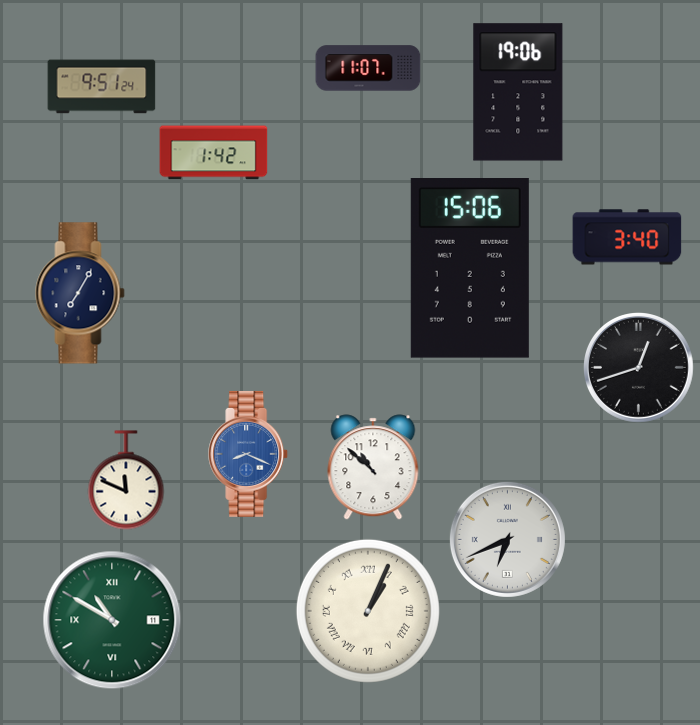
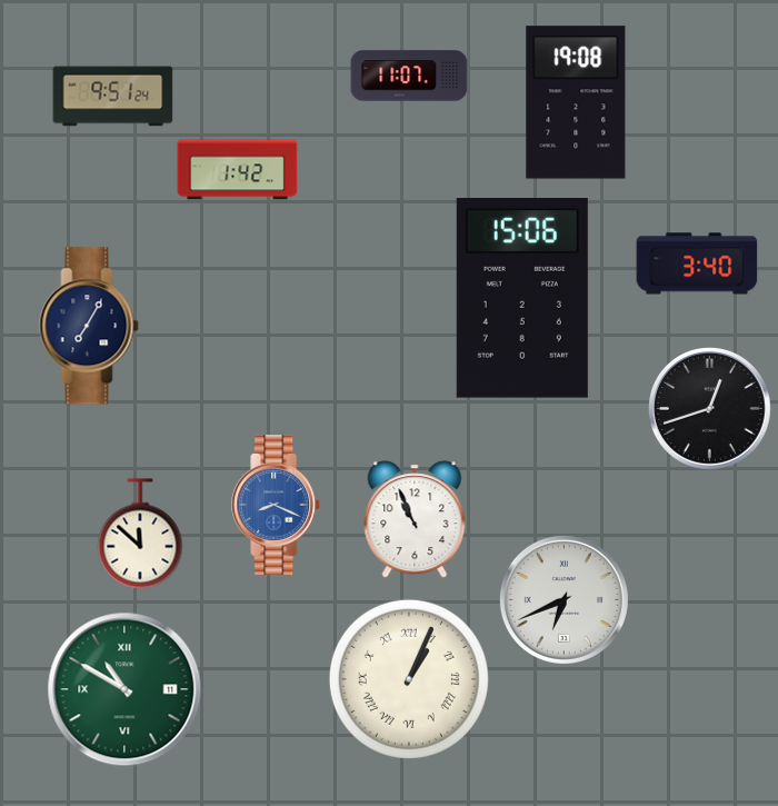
clock at (518, 92): 19:06 -> 19:08
clock at (373, 467): 10:52 -> 10:56
clock at (126, 480): 11:49 -> 11:52
